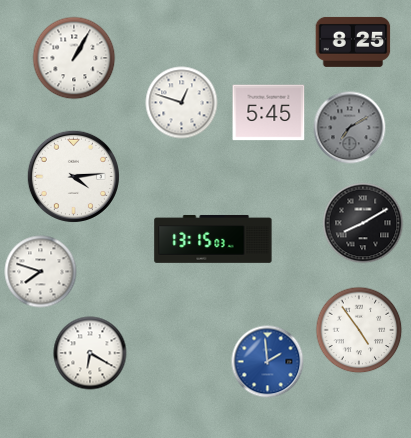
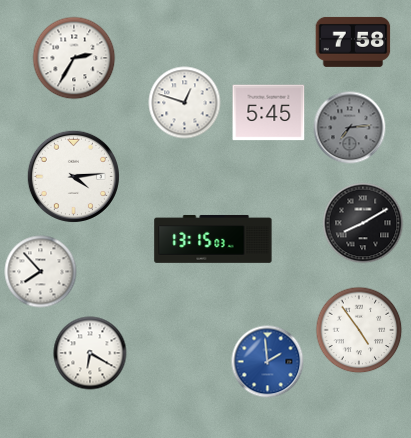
clock at (353, 42): 8:25 -> 7:58
clock at (74, 58): 1:05 -> 2:35
clock at (182, 103) position: (182, 103) -> (185, 103)
clock at (350, 128): 7:10 -> 7:14
clock at (41, 272): 7:48 -> 7:53
